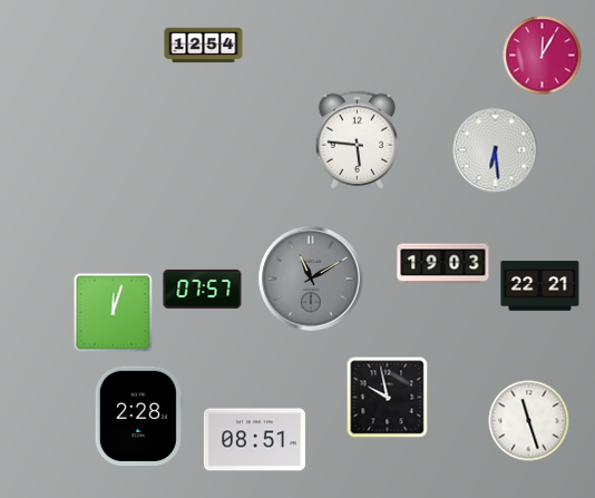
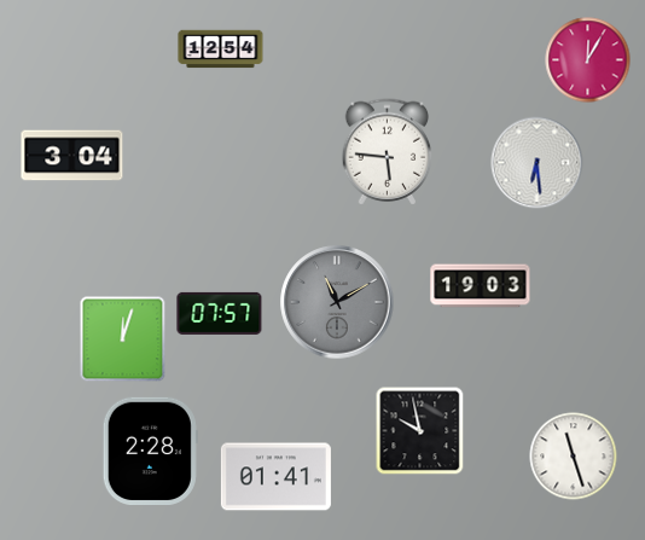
clock at (72, 156): none -> 3:04
clock at (540, 286): 22:21 -> none
clock at (254, 440): 08:51 -> 01:41
